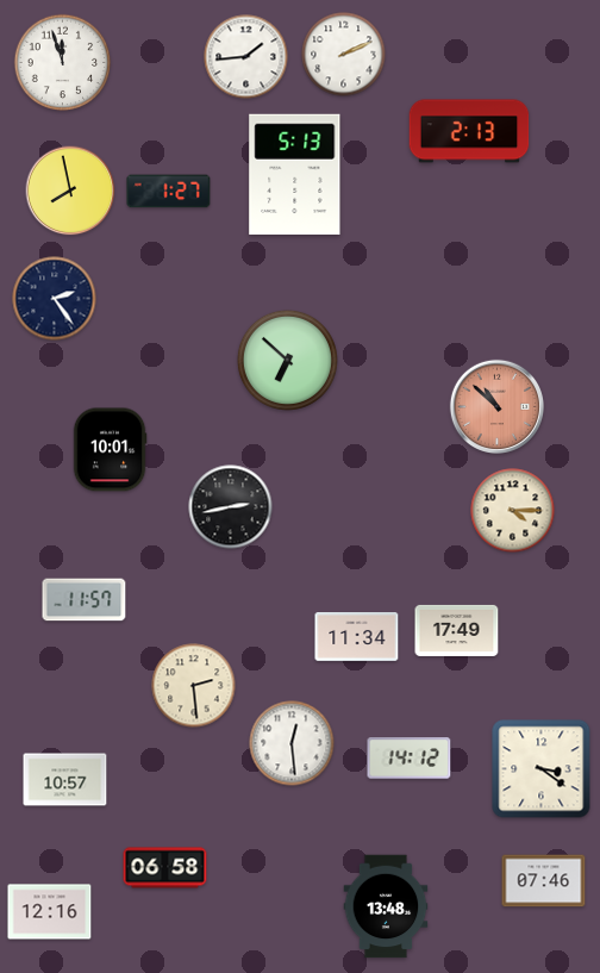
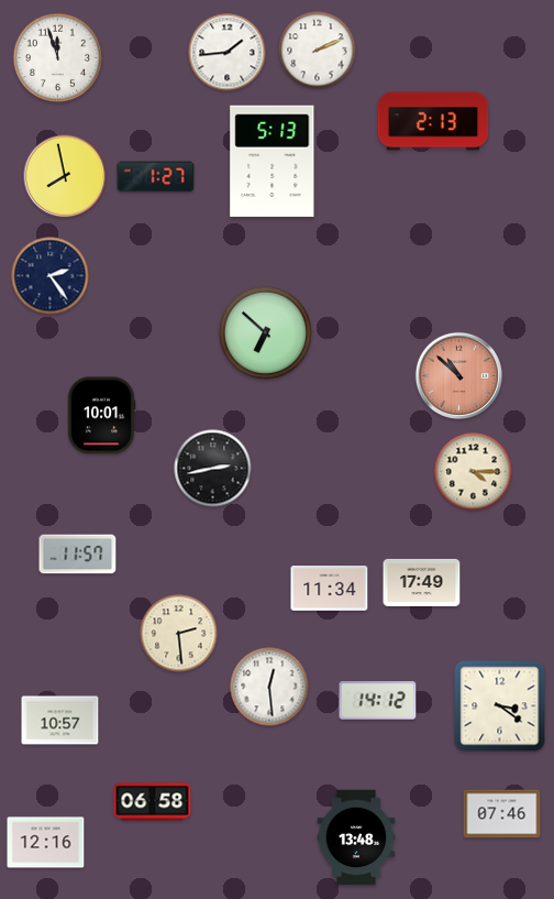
clock at (542, 769) position: (542, 769) -> (500, 706)
